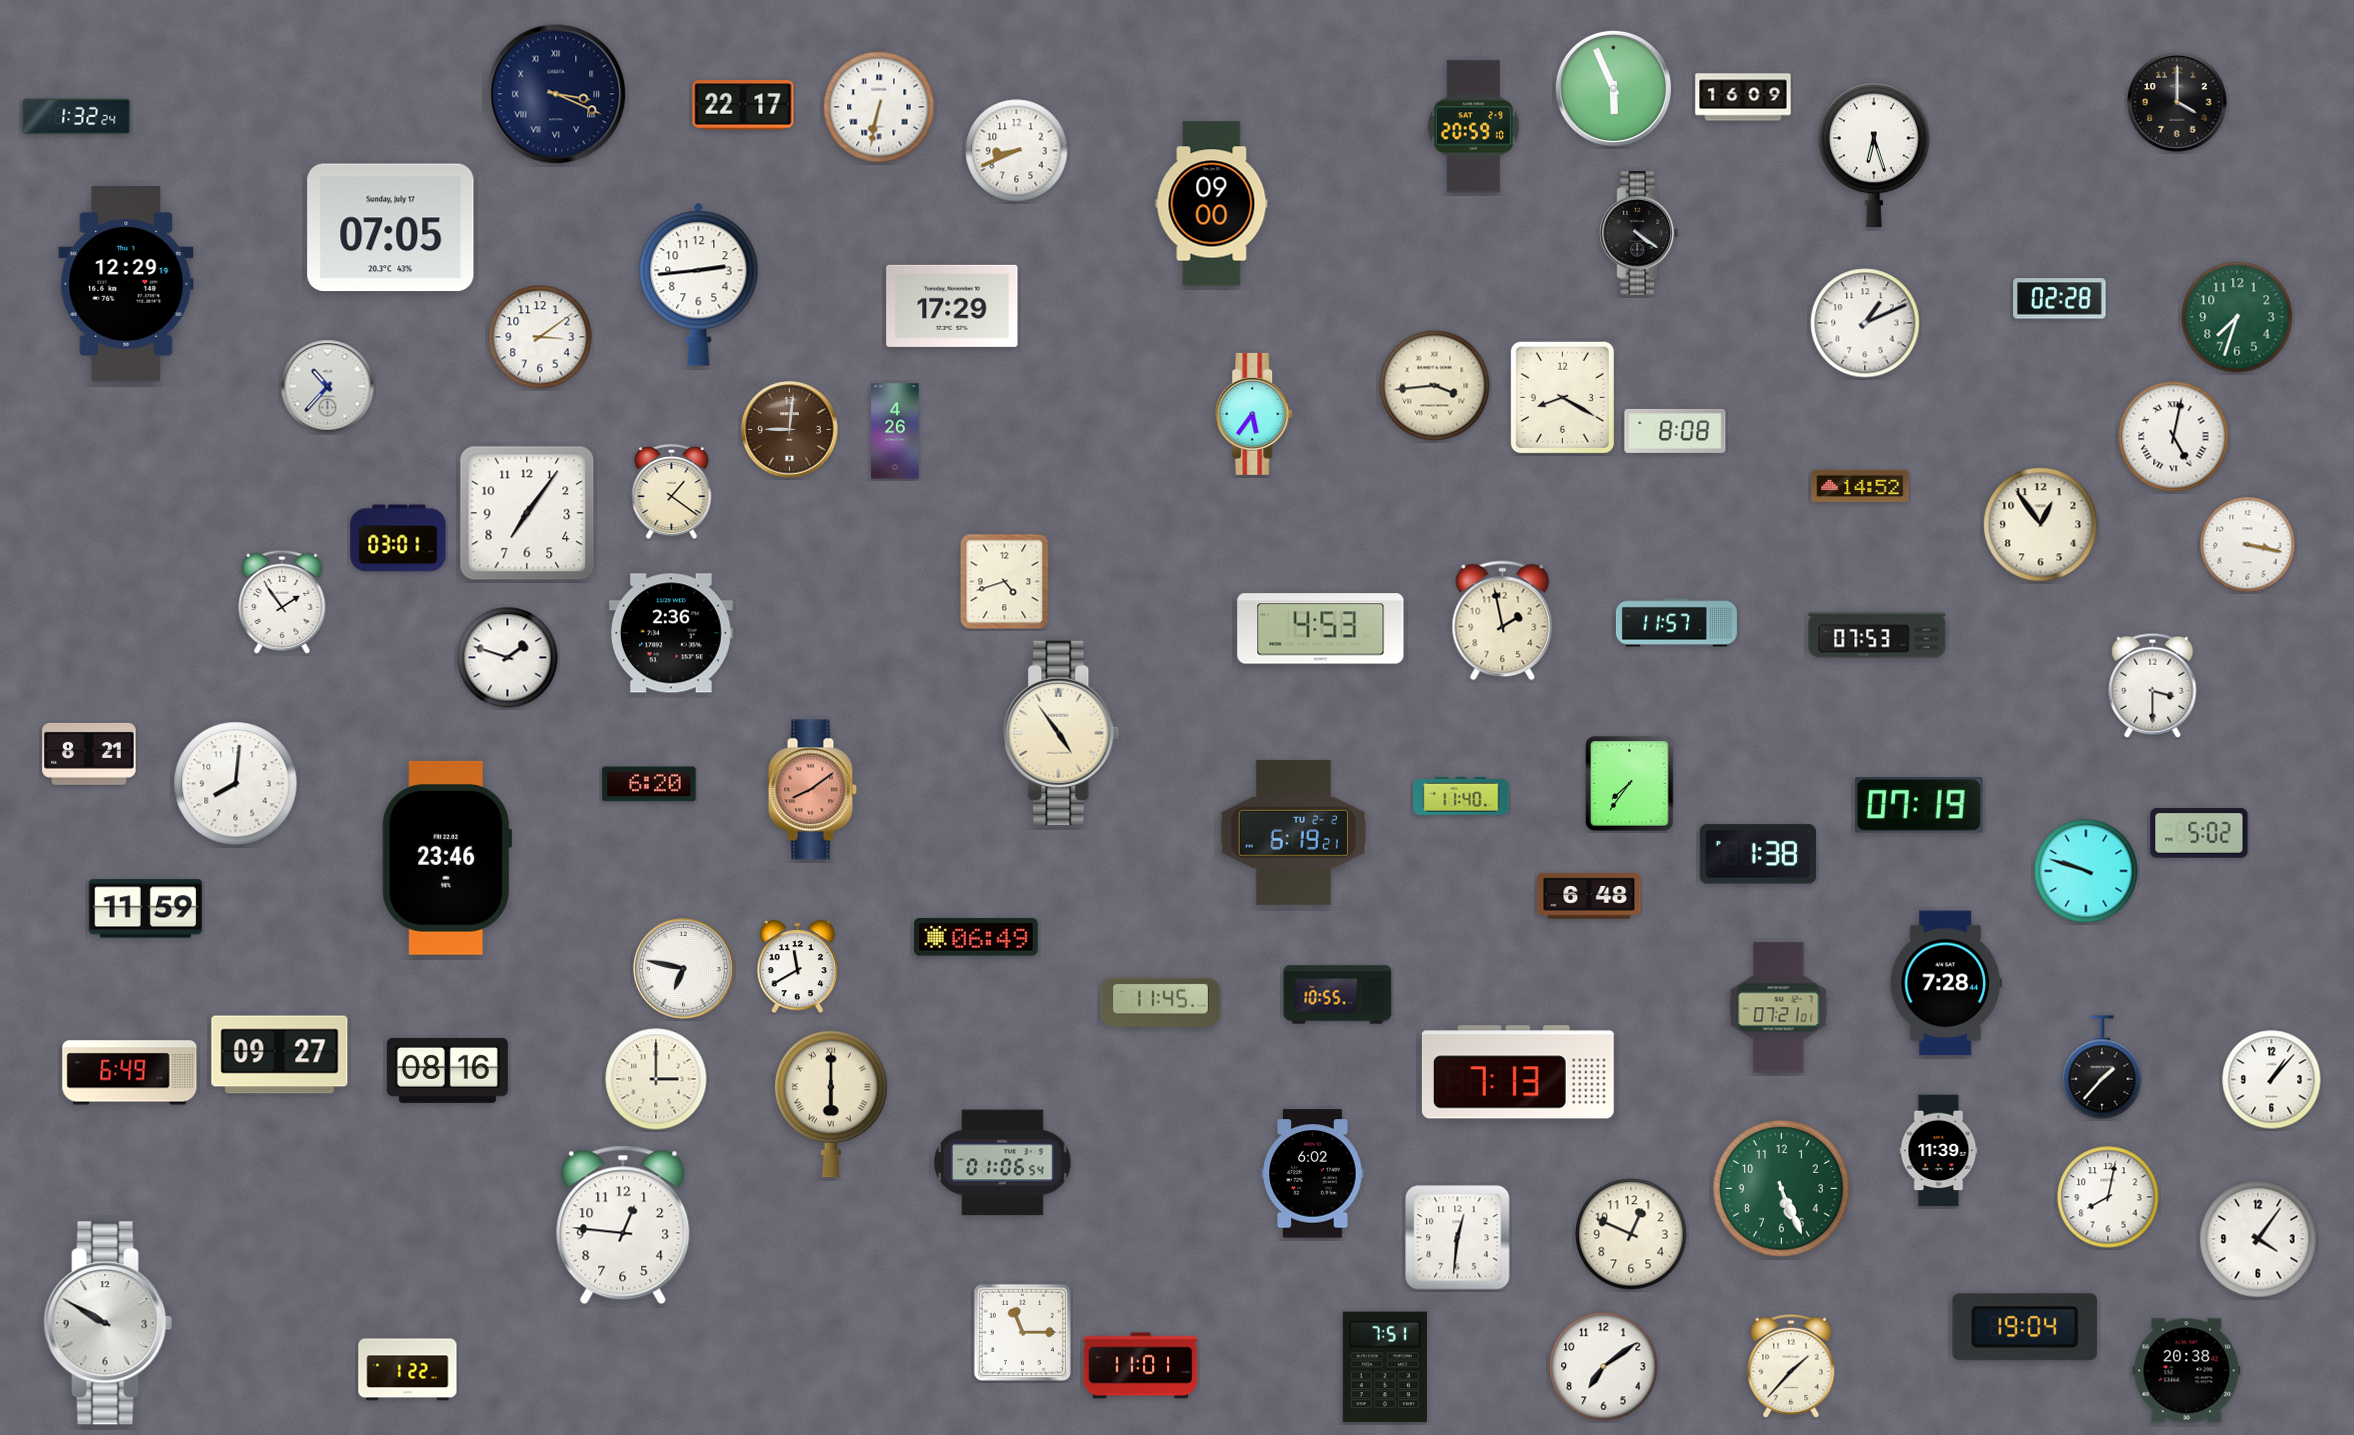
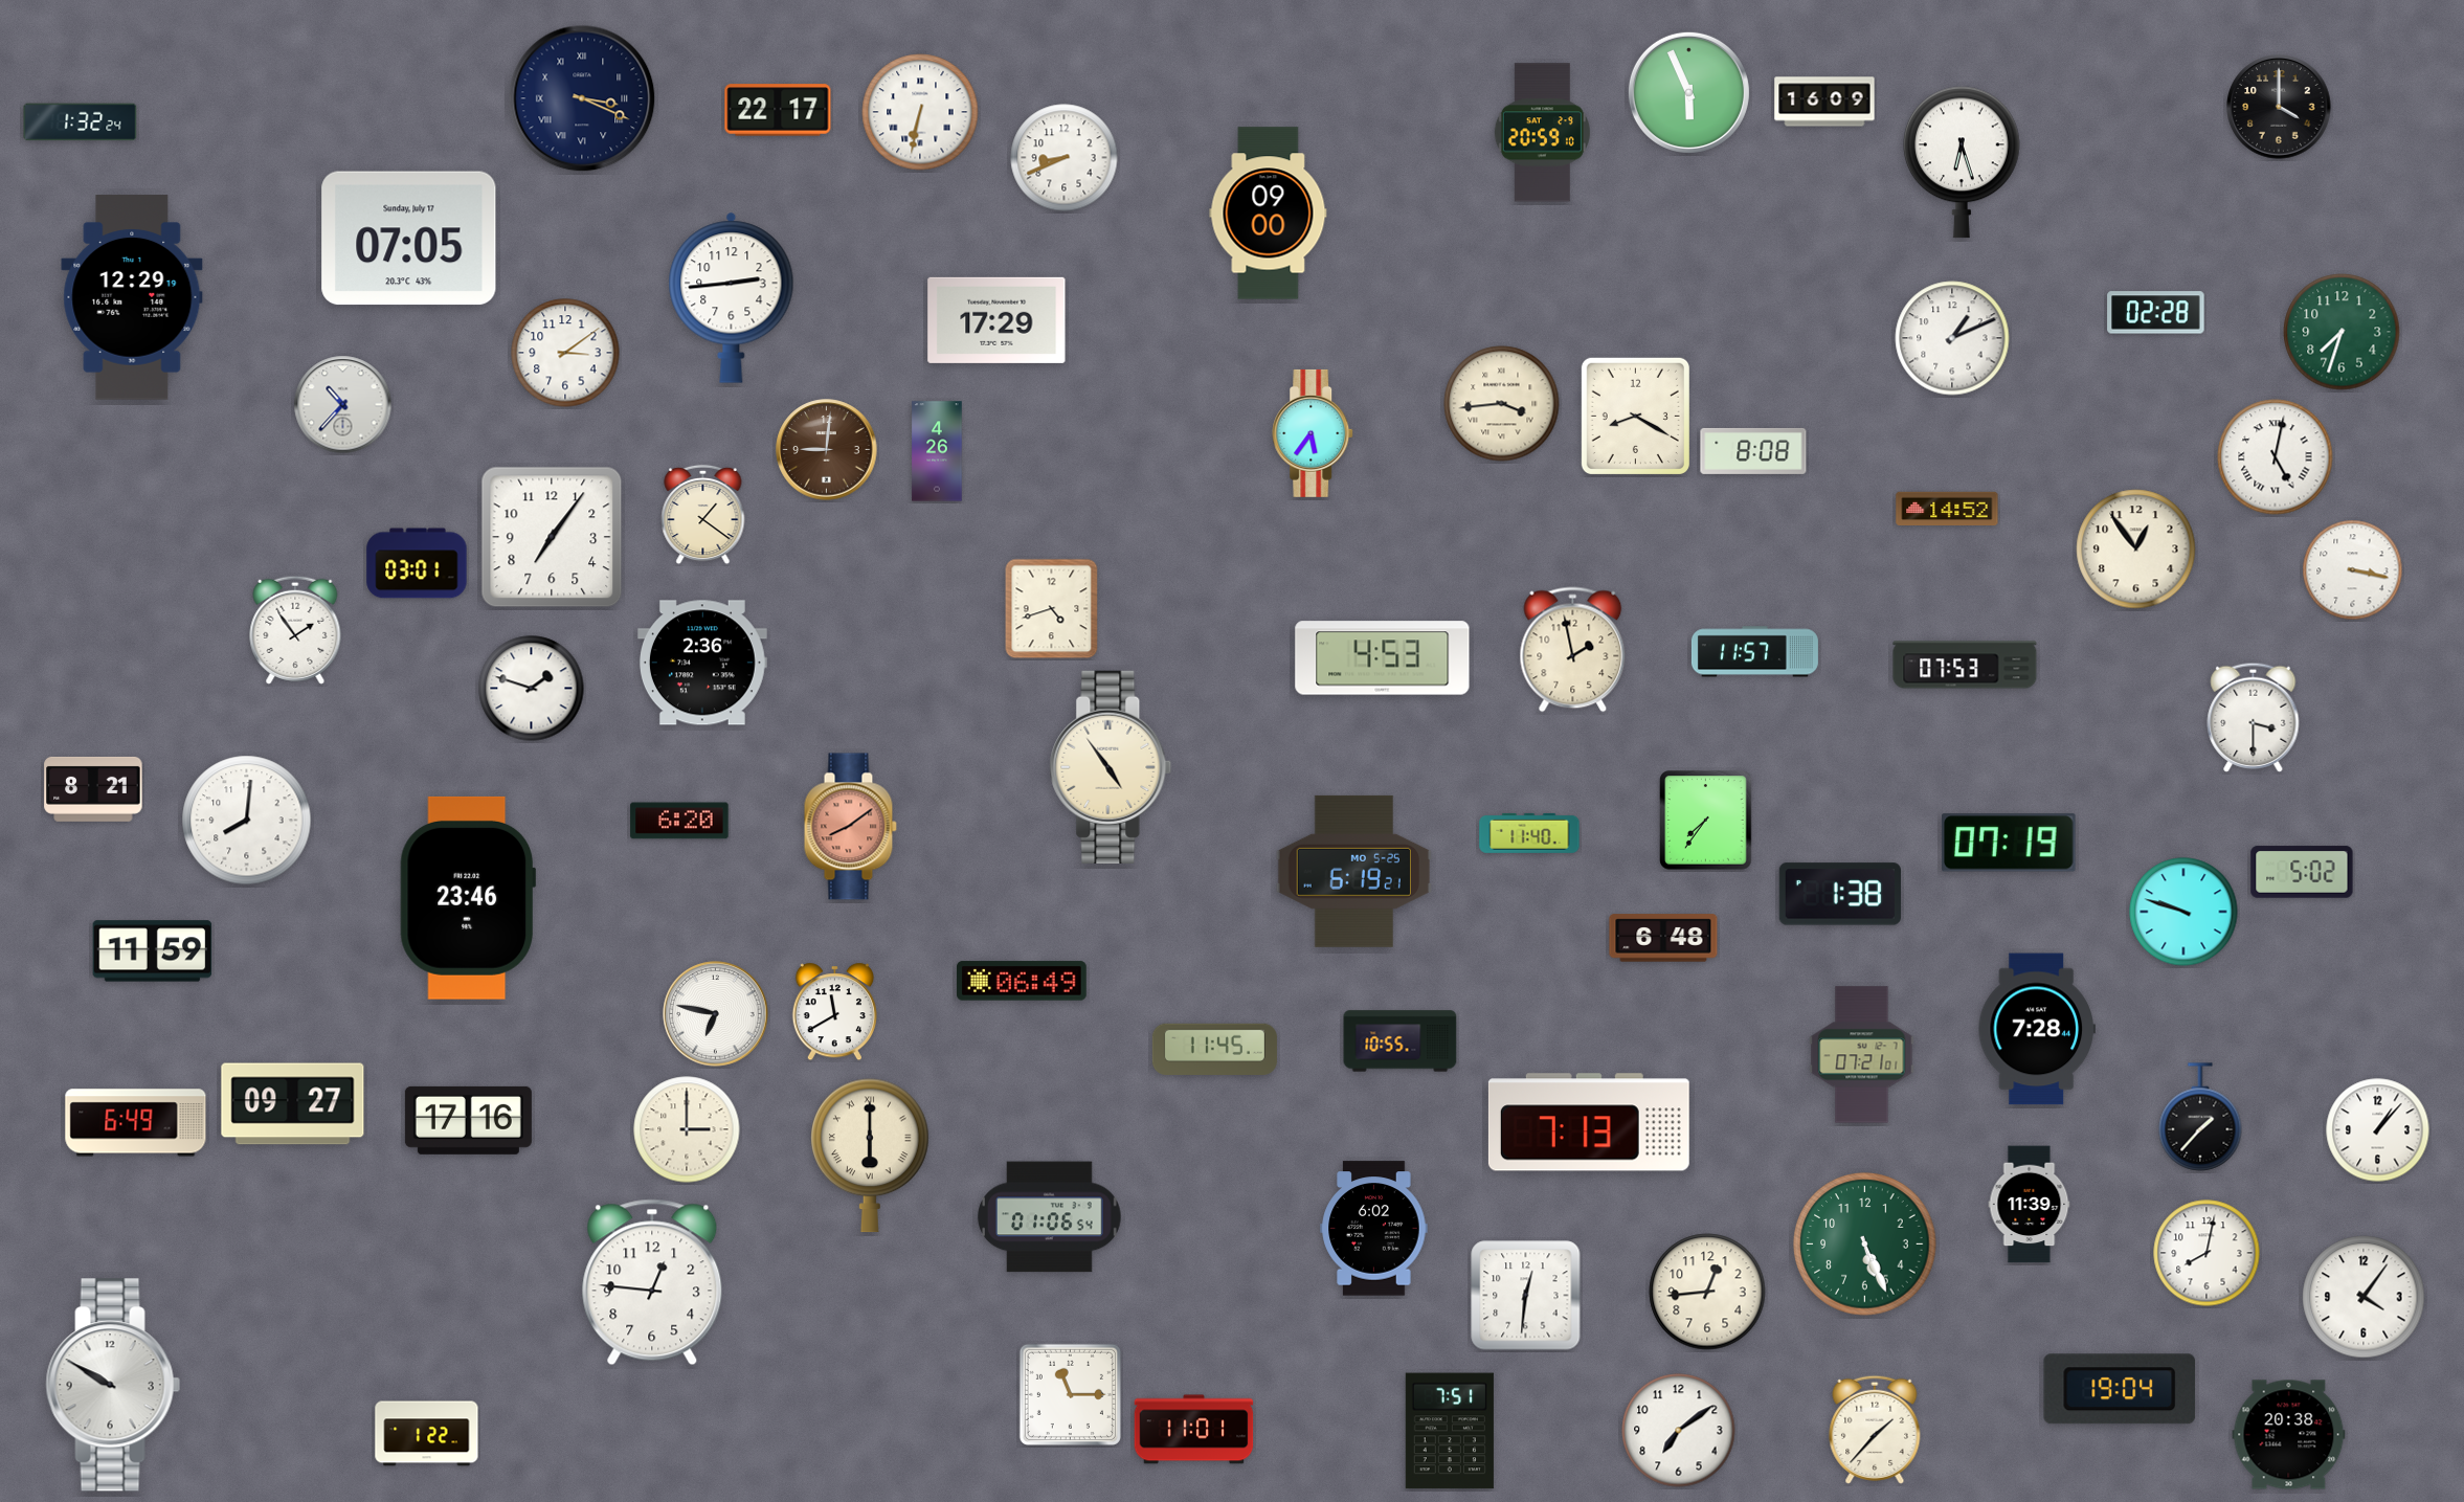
clock at (1639, 234): 4:21 -> none
clock at (1293, 832) date: TU 2-2 -> MO 5-25
clock at (447, 1070): 08:16 -> 17:16
clock at (1631, 1234): 12:49 -> 12:44
